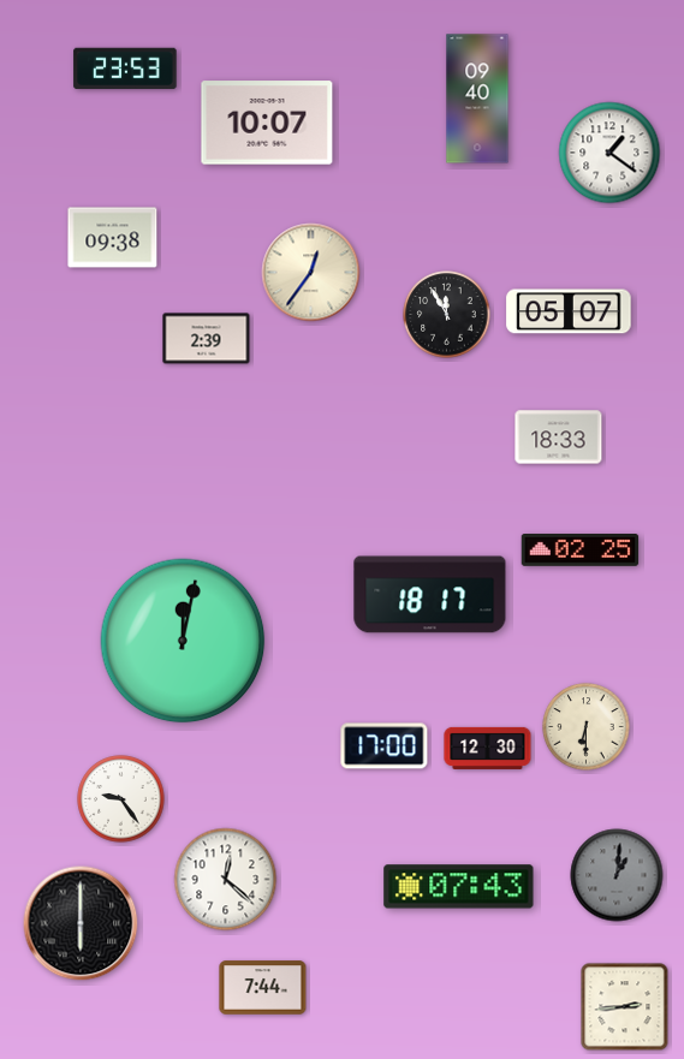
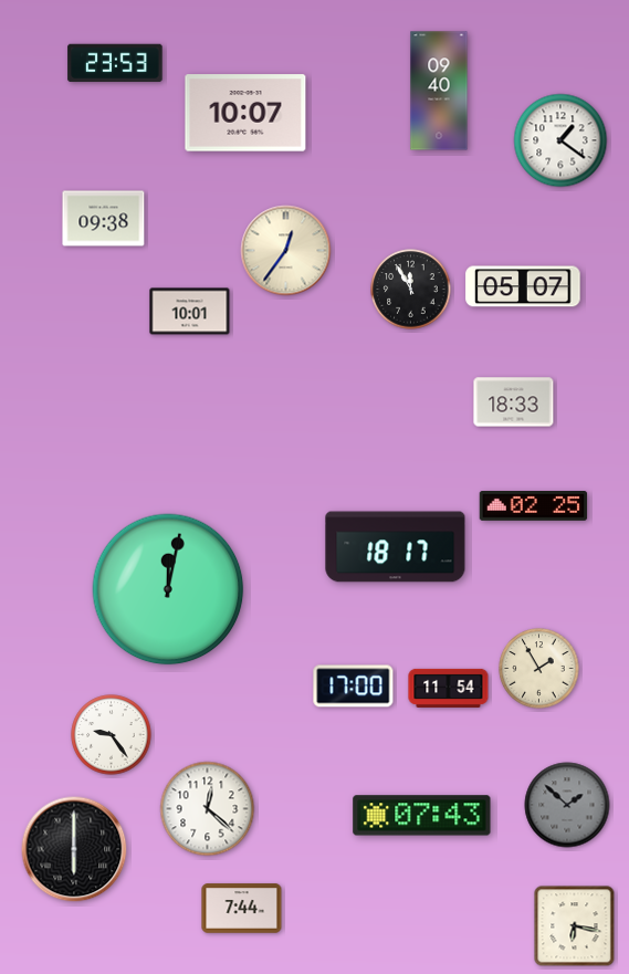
clock at (207, 339): 2:39 -> 10:01
clock at (587, 727): 6:30 -> 1:55
clock at (488, 748): 12:30 -> 11:54
clock at (617, 875): 1:01 -> 1:52
clock at (625, 1007): 2:44 -> 6:17
